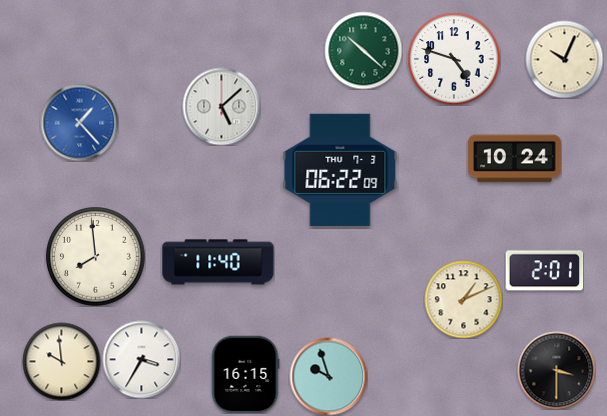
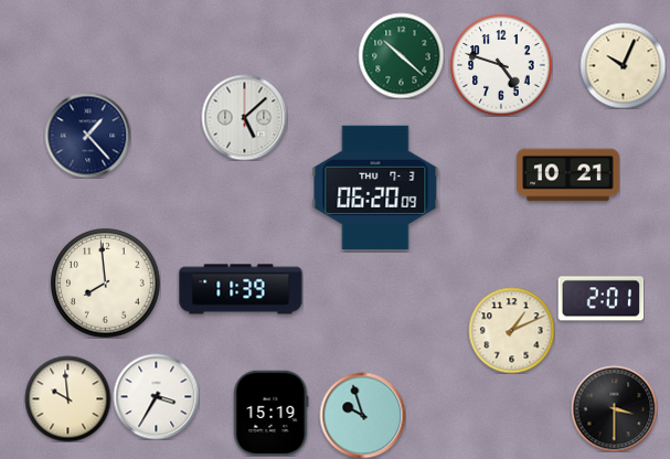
clock at (79, 122) dial: blue -> navy
clock at (515, 159): 10:24 -> 10:21
clock at (340, 170): 06:22 -> 06:20
clock at (218, 262): 11:40 -> 11:39
clock at (245, 374): 16:15 -> 15:19
